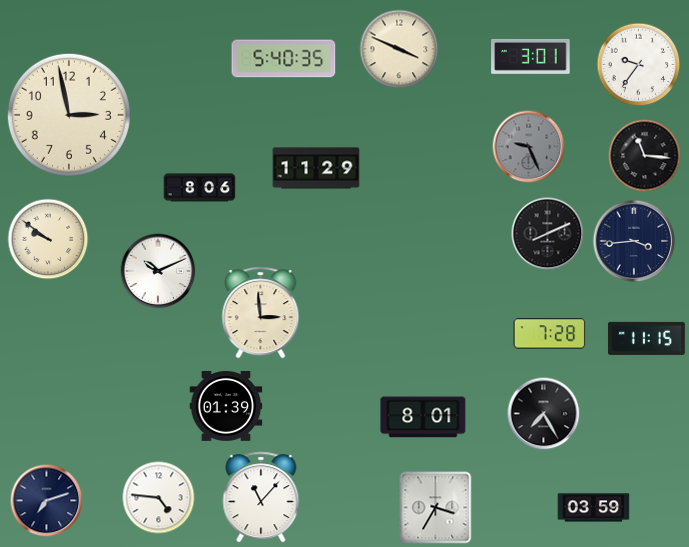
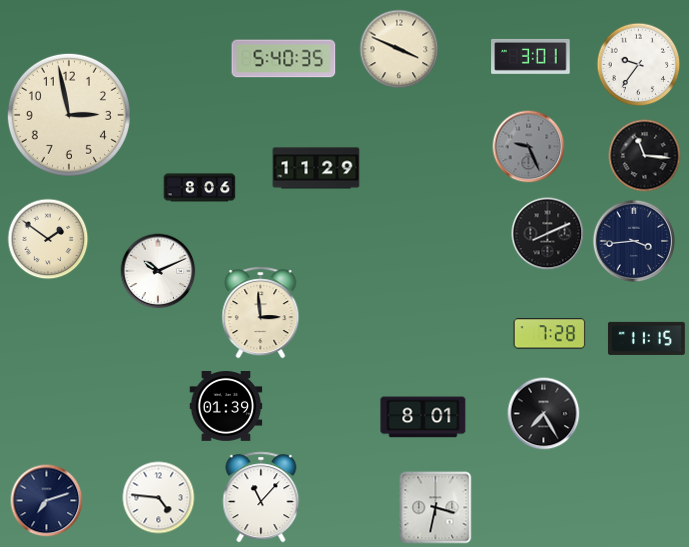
clock at (48, 239): 9:51 -> 1:51
clock at (436, 508): 3:35 -> 3:32
clock at (594, 508): 03:59 -> none
